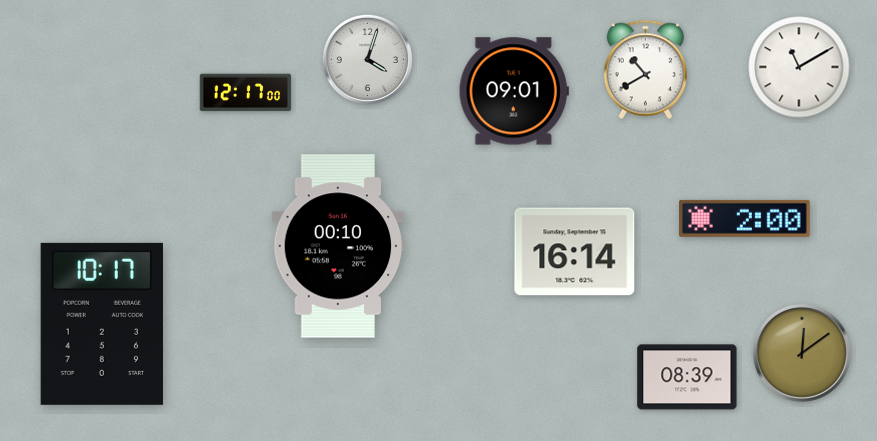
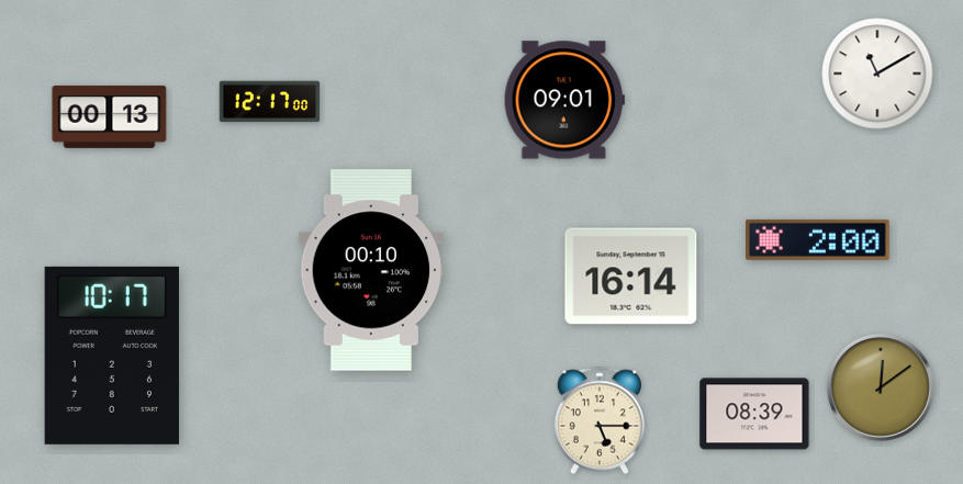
clock at (367, 59): 4:03 -> none
clock at (645, 70): 10:40 -> none
clock at (110, 116): none -> 00:13
clock at (600, 420): none -> 5:15
